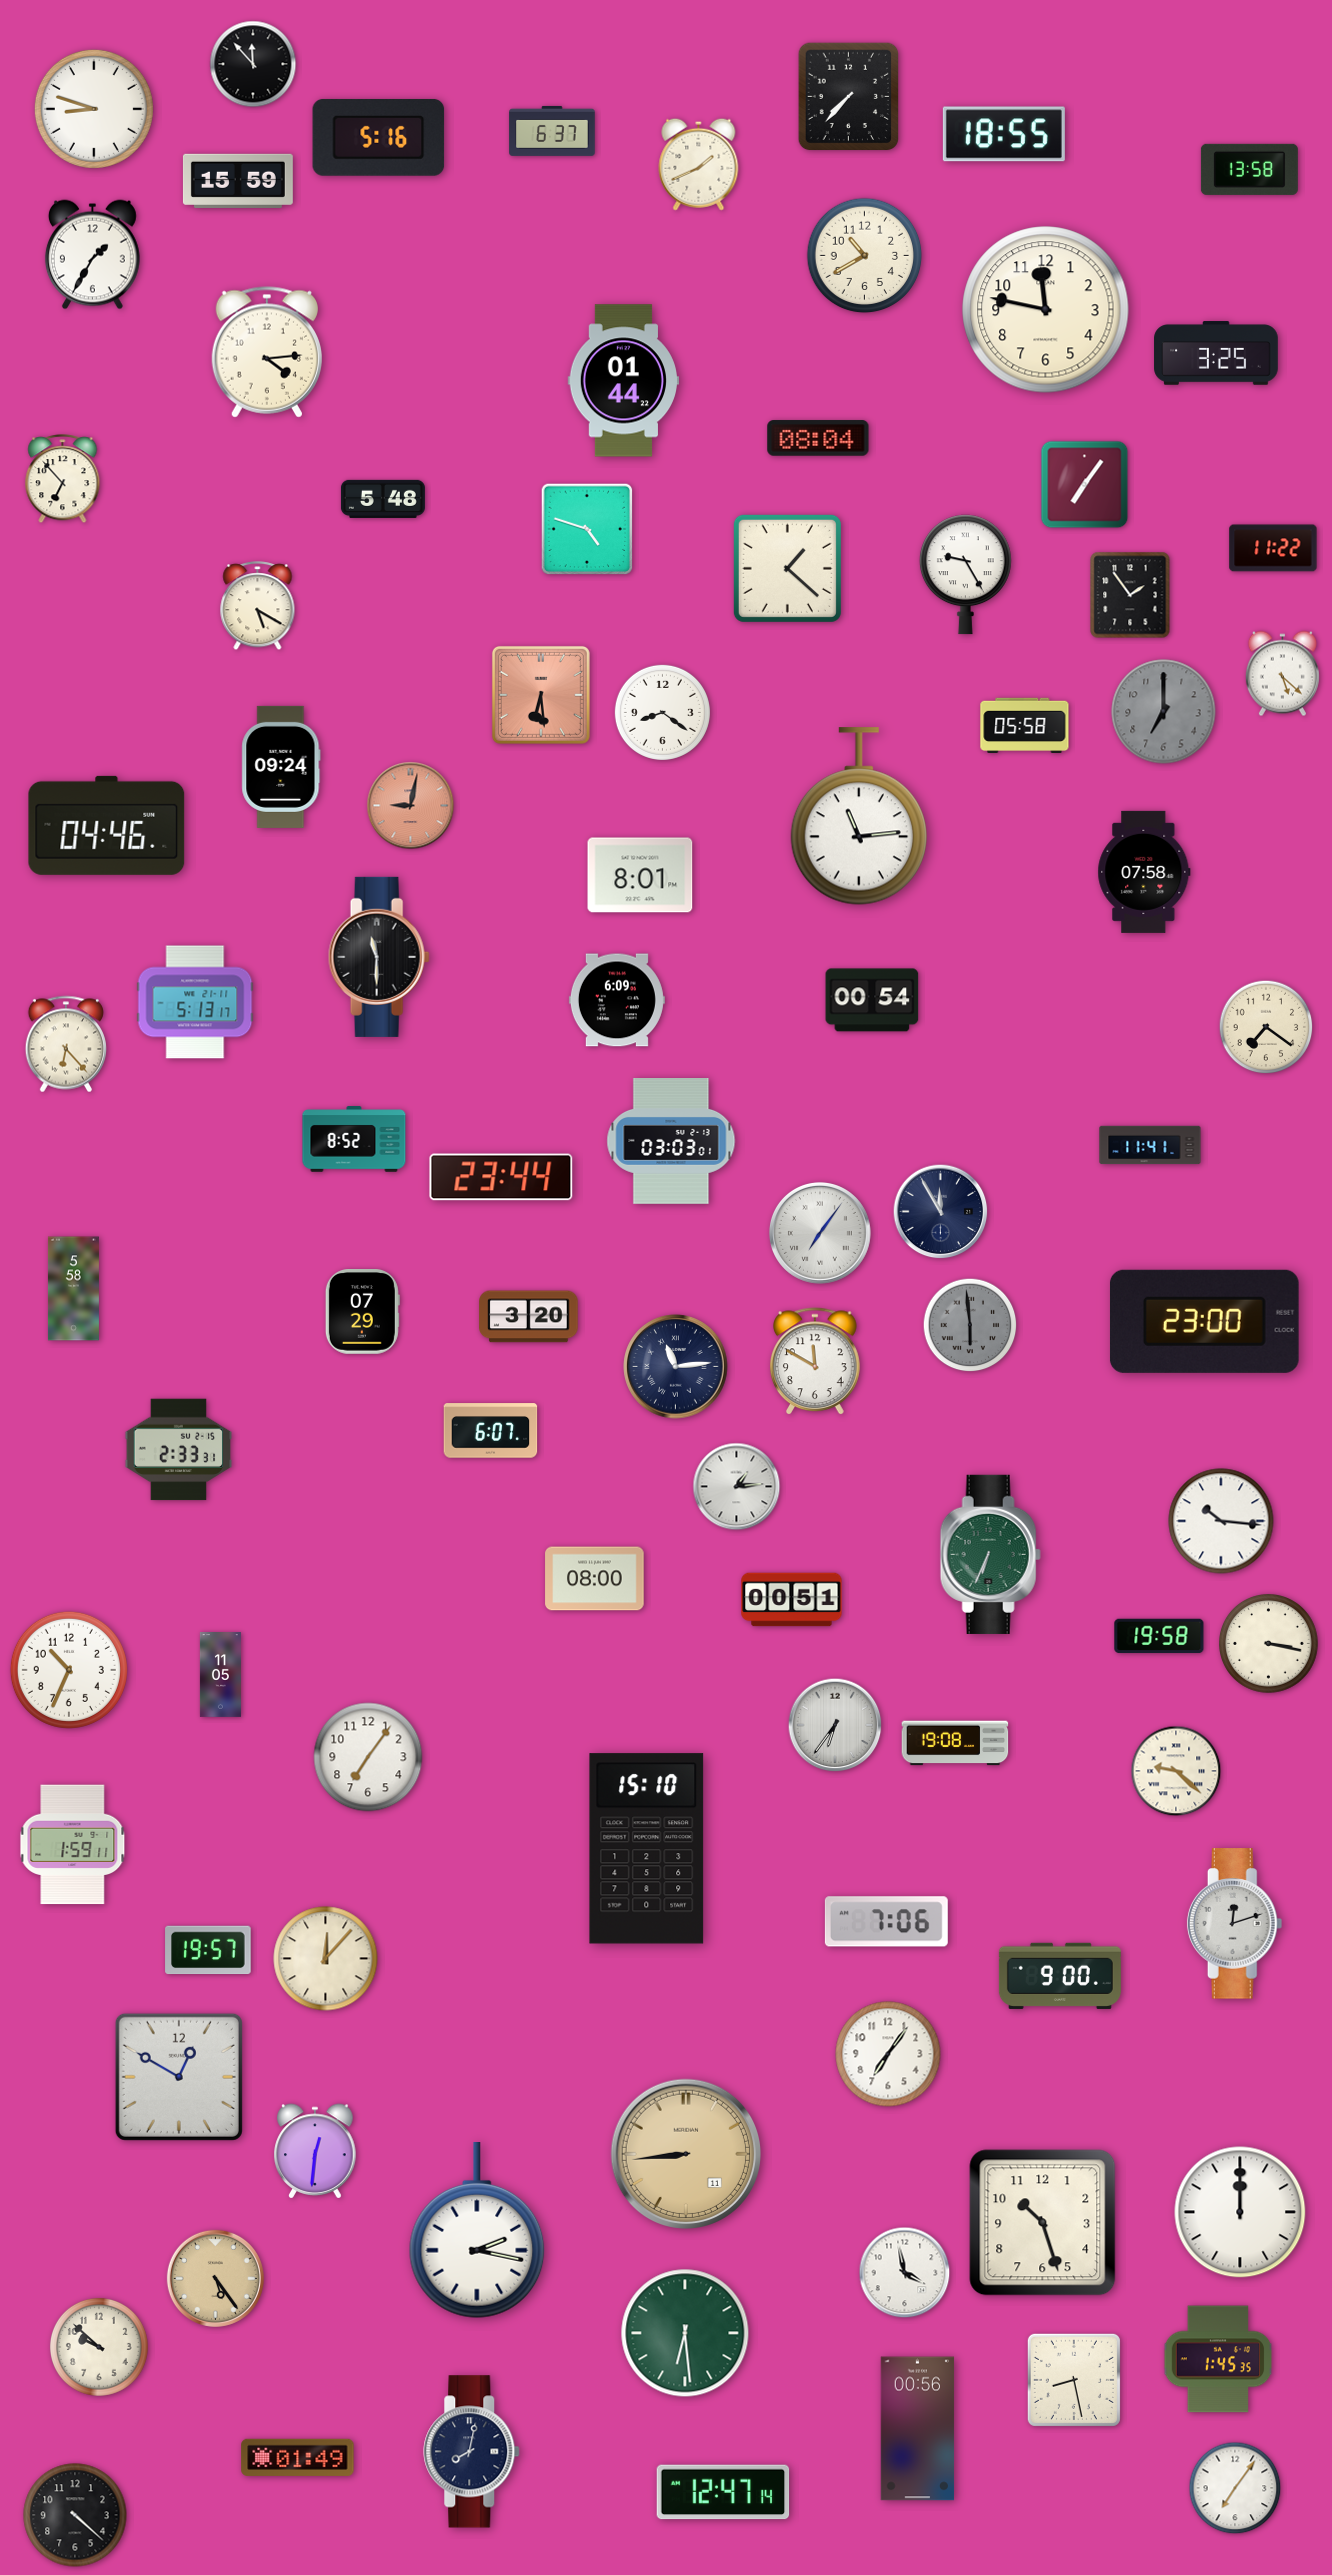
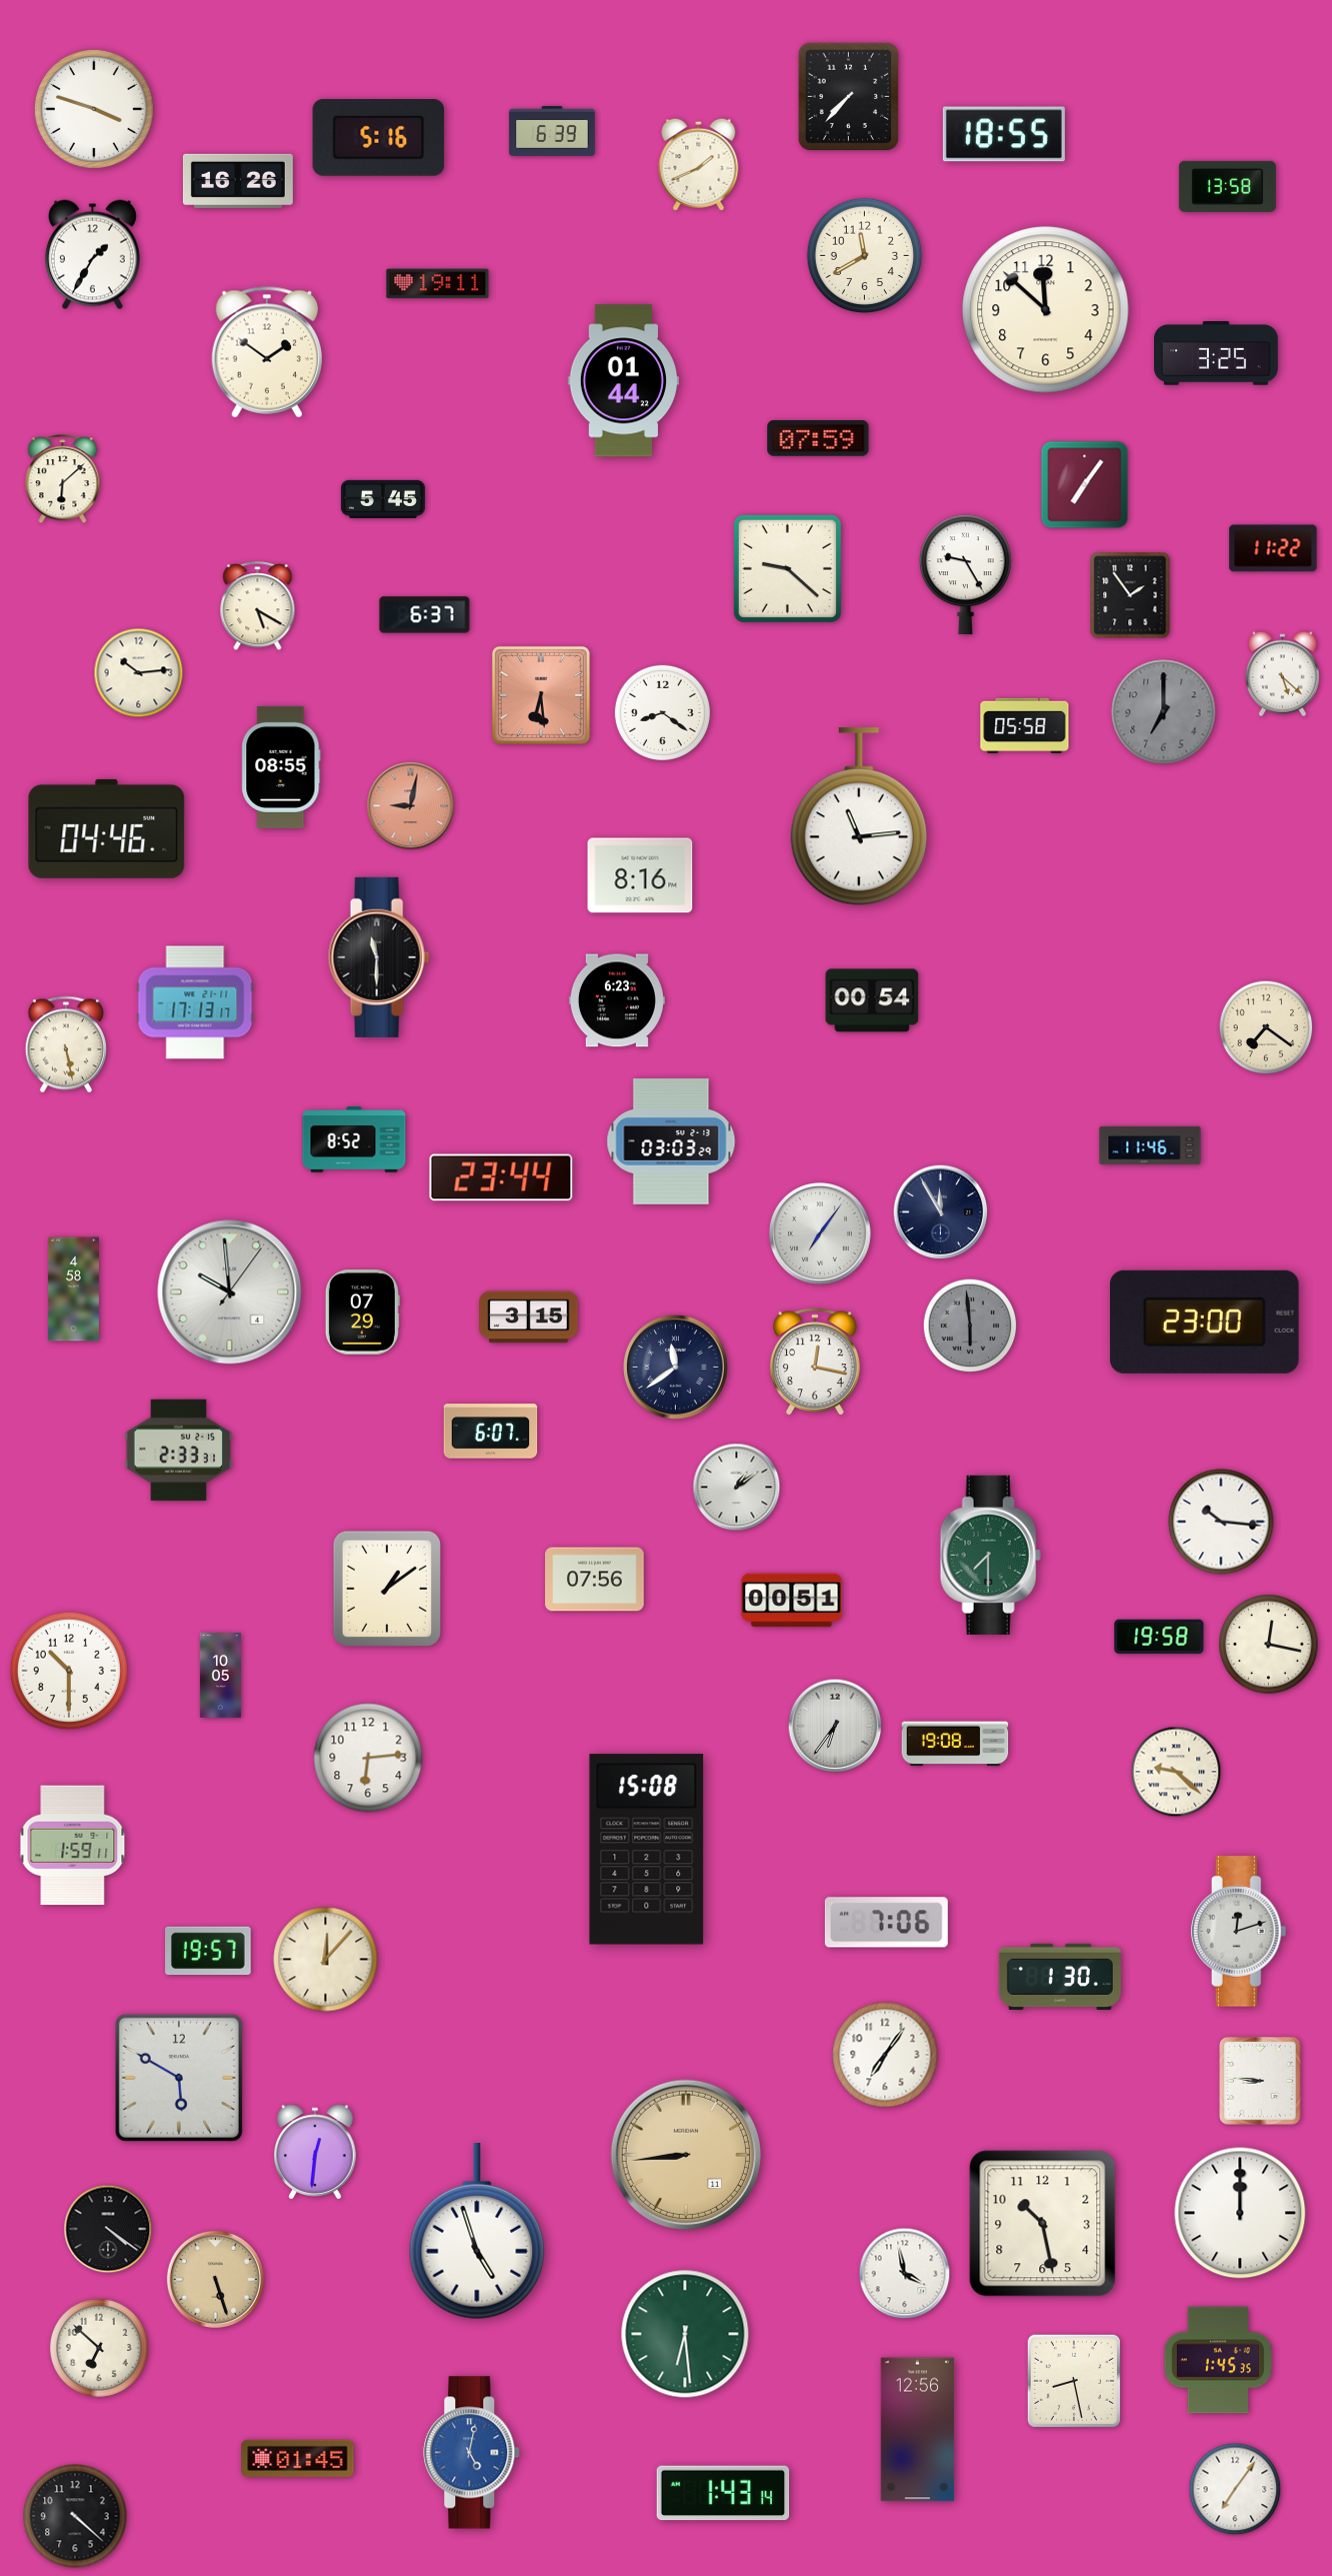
clock at (253, 64): 11:53 -> none
clock at (94, 109): 8:48 -> 3:48
clock at (552, 131): 6:37 -> 6:39
clock at (1249, 169) position: (1249, 169) -> (1227, 186)
clock at (238, 181): 15:59 -> 16:26
clock at (865, 256): 10:40 -> 11:40
clock at (438, 284): none -> 19:11
clock at (1046, 310): 11:47 -> 11:52
clock at (267, 352): 4:14 -> 1:51
clock at (818, 438): 08:04 -> 07:59
clock at (63, 479): 6:53 -> 6:08
clock at (383, 499): 5:48 -> 5:45
clock at (587, 529): 4:48 -> none
clock at (787, 568): 1:22 -> 9:22
clock at (425, 615): none -> 6:37
clock at (139, 673): none -> 10:14
clock at (281, 767): 09:24 -> 08:55
clock at (107, 825) position: (107, 825) -> (107, 828)
clock at (1144, 872): 07:58 -> none
clock at (640, 875): 8:01 -> 8:16
clock at (617, 1000): 6:09 -> 6:23
clock at (195, 1002): 5:13 -> 17:13
clock at (65, 1044): 6:23 -> 5:28
clock at (671, 1142): 03:03:01 -> 03:03:29
clock at (1150, 1145): 11:41 -> 11:46
clock at (73, 1289): 5:58 -> 4:58
clock at (230, 1293): none -> 9:59
clock at (529, 1317): 3:20 -> 3:15
clock at (815, 1362): 11:50 -> 12:17
clock at (676, 1367): 11:14 -> 11:39
clock at (737, 1487): 1:14 -> 1:09
clock at (990, 1554): 6:34 -> 7:30
clock at (595, 1579): 08:00 -> 07:56
clock at (387, 1589): none -> 1:09
clock at (1269, 1644): 3:17 -> 12:17
clock at (69, 1670): 10:34 -> 10:30
clock at (220, 1675): 11:05 -> 10:05
clock at (368, 1757): 7:06 -> 6:14
clock at (647, 1849): 15:10 -> 15:08
clock at (1235, 1924) position: (1235, 1924) -> (1239, 1932)
clock at (1060, 1976): 9:00 -> 1:30
clock at (888, 2054) position: (888, 2054) -> (885, 2055)
clock at (179, 2077): 12:50 -> 5:50
clock at (1260, 2081): none -> 8:46
clock at (1043, 2223): 10:27 -> 10:28
clock at (108, 2229): none -> 4:21
clock at (477, 2231): 2:17 -> 4:57
clock at (215, 2278): 5:24 -> 5:27
clock at (99, 2347): 9:52 -> 6:52
clock at (918, 2429): 00:56 -> 12:56
clock at (472, 2452): 8:02 -> 5:02
clock at (472, 2452) dial: navy -> blue
clock at (298, 2457): 01:49 -> 01:45
clock at (723, 2492): 12:47 -> 1:43
